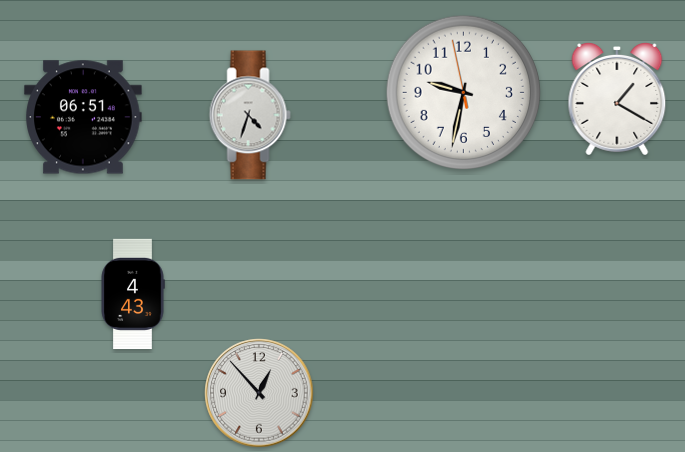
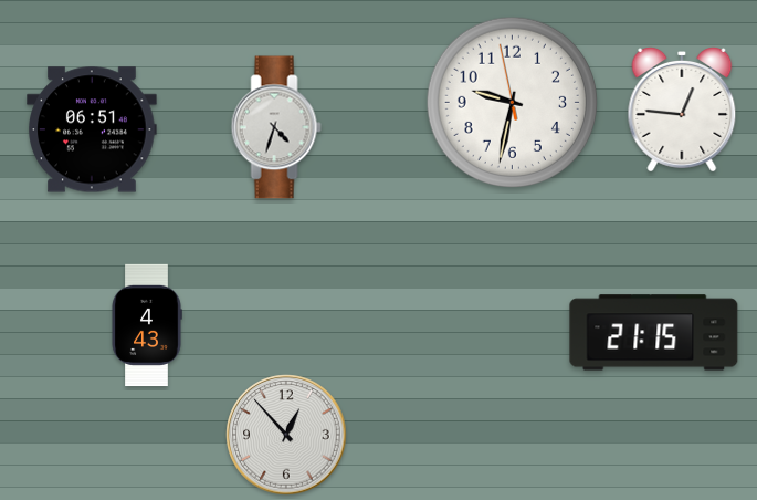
clock at (617, 100): 1:20 -> 12:46
clock at (654, 333): none -> 21:15
